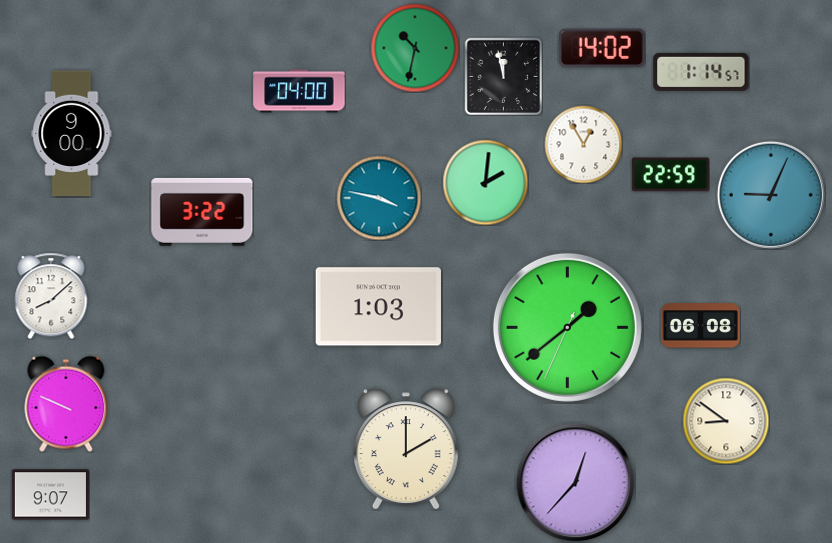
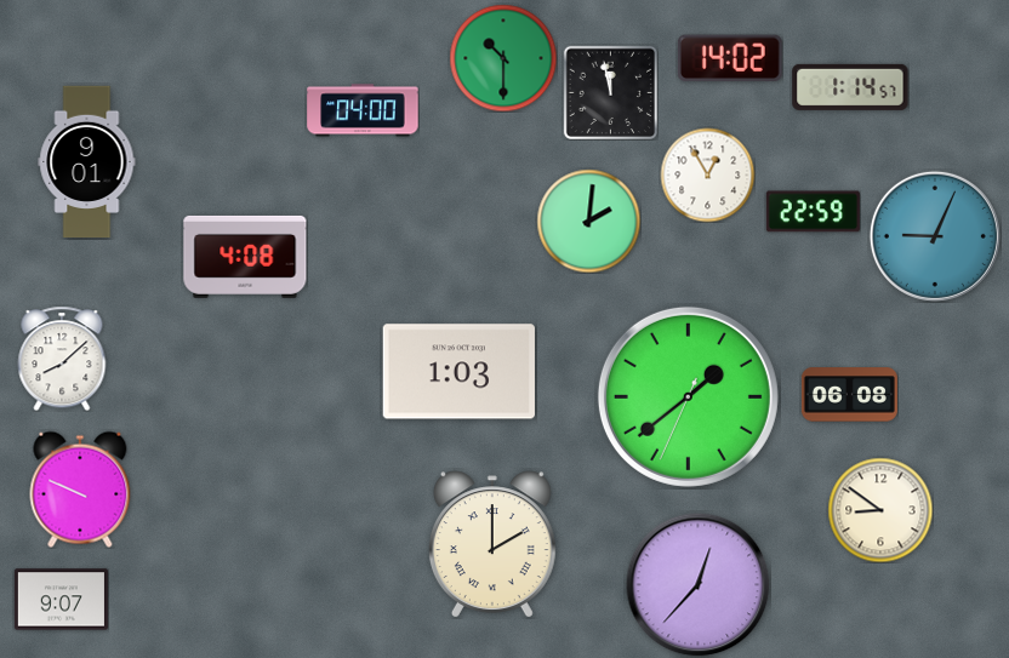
clock at (415, 48): 10:32 -> 10:30
clock at (72, 134): 9:00 -> 9:01
clock at (379, 198): 3:47 -> none
clock at (202, 212): 3:22 -> 4:08
